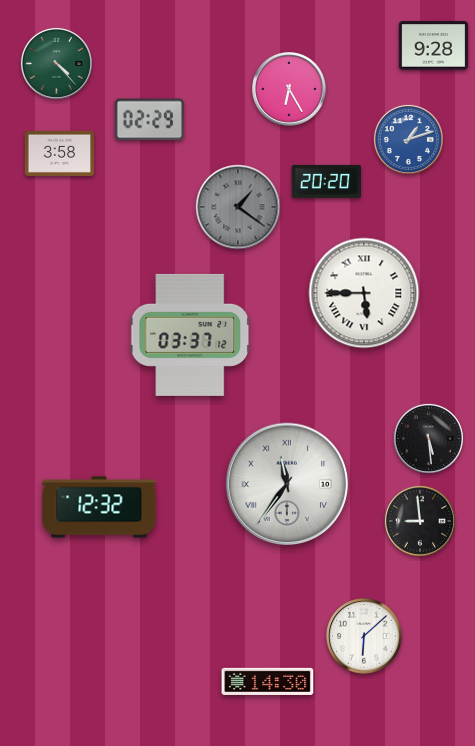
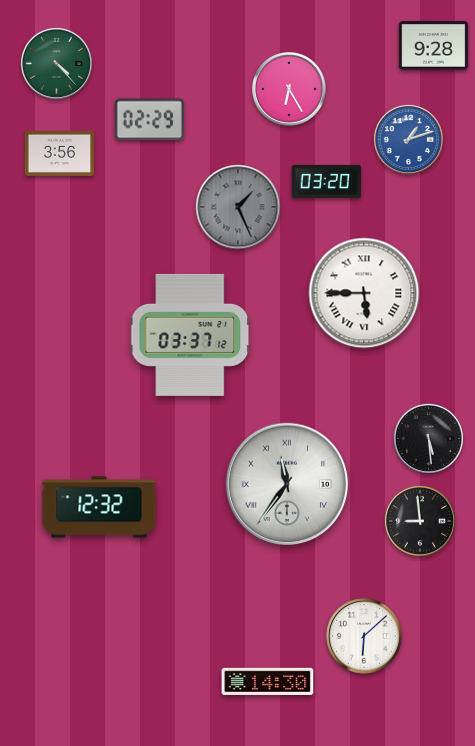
clock at (60, 153): 3:58 -> 3:56
clock at (326, 181): 20:20 -> 03:20
clock at (238, 207): 1:21 -> 1:26
